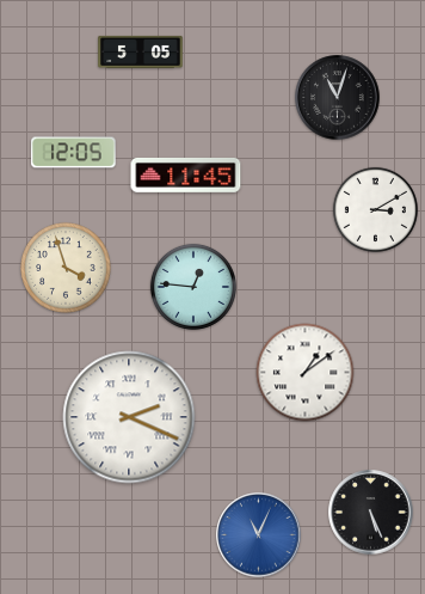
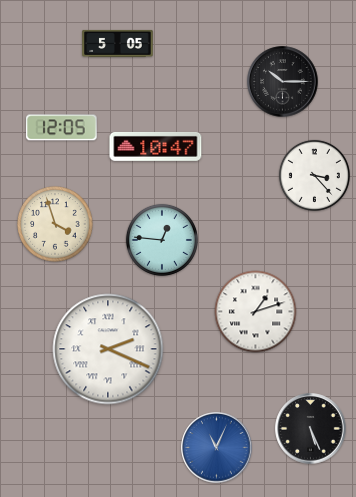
clock at (338, 98): 11:03 -> 10:15
clock at (186, 174): 11:45 -> 10:47
clock at (375, 209): 3:10 -> 3:23
clock at (306, 373): 1:09 -> 1:12
